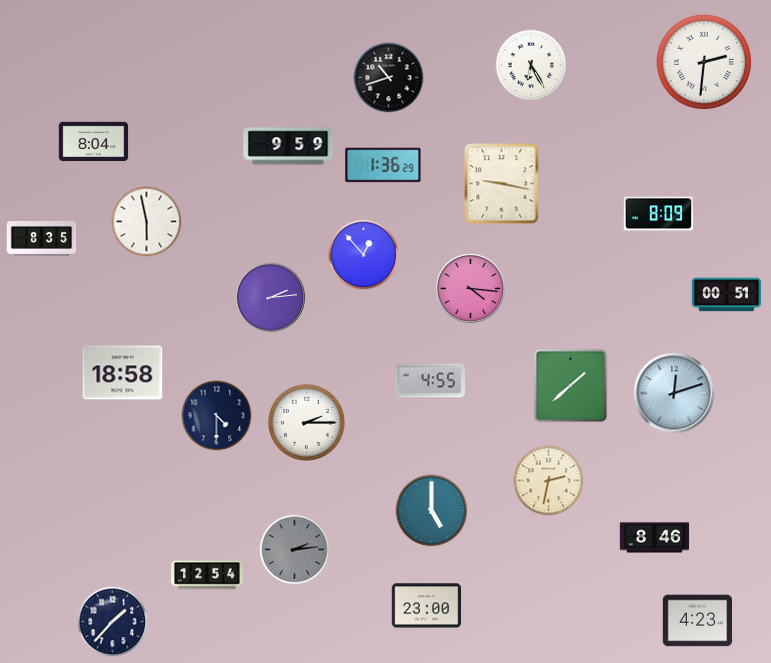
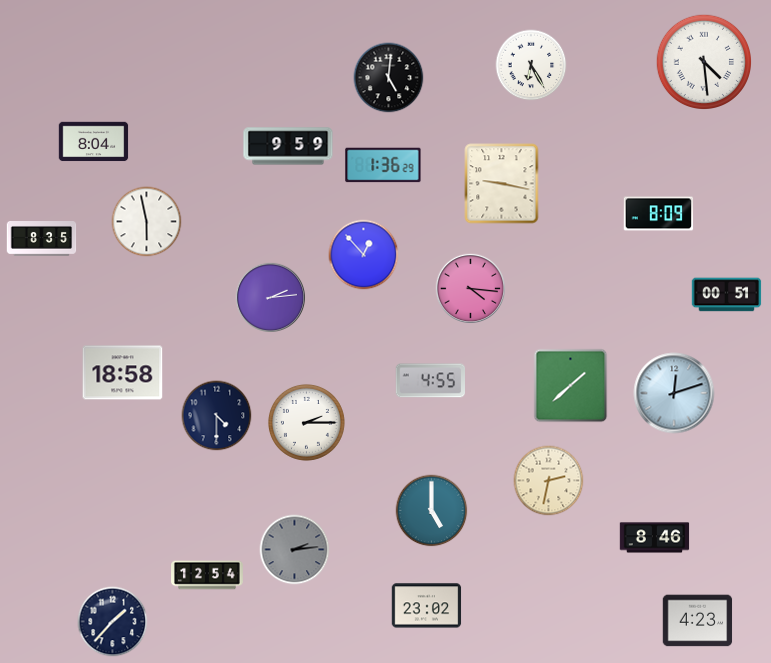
clock at (703, 61): 2:31 -> 4:29
clock at (389, 78): 10:42 -> 5:01
clock at (427, 606): 23:00 -> 23:02
